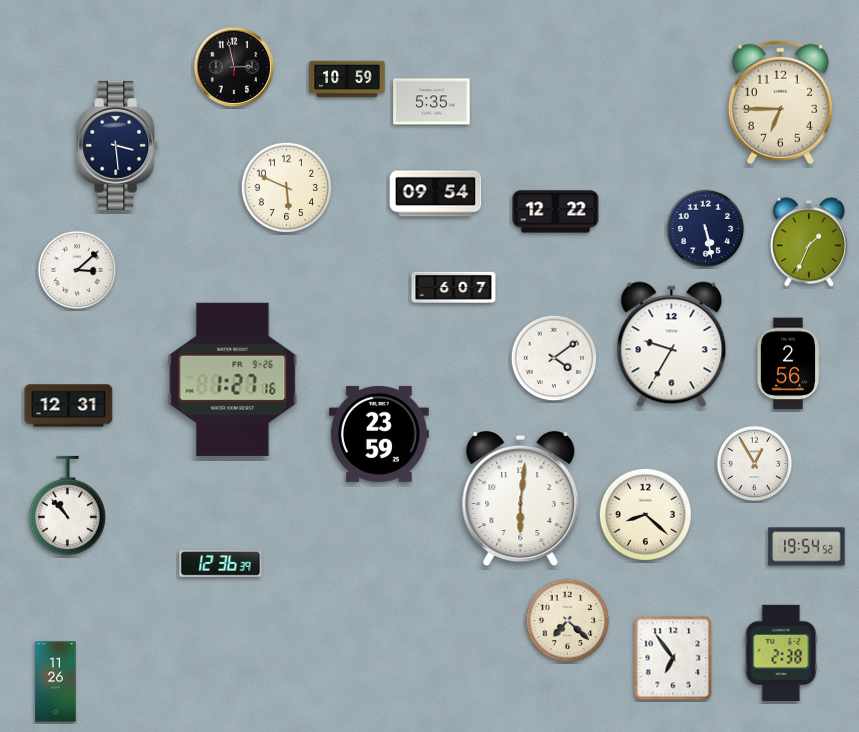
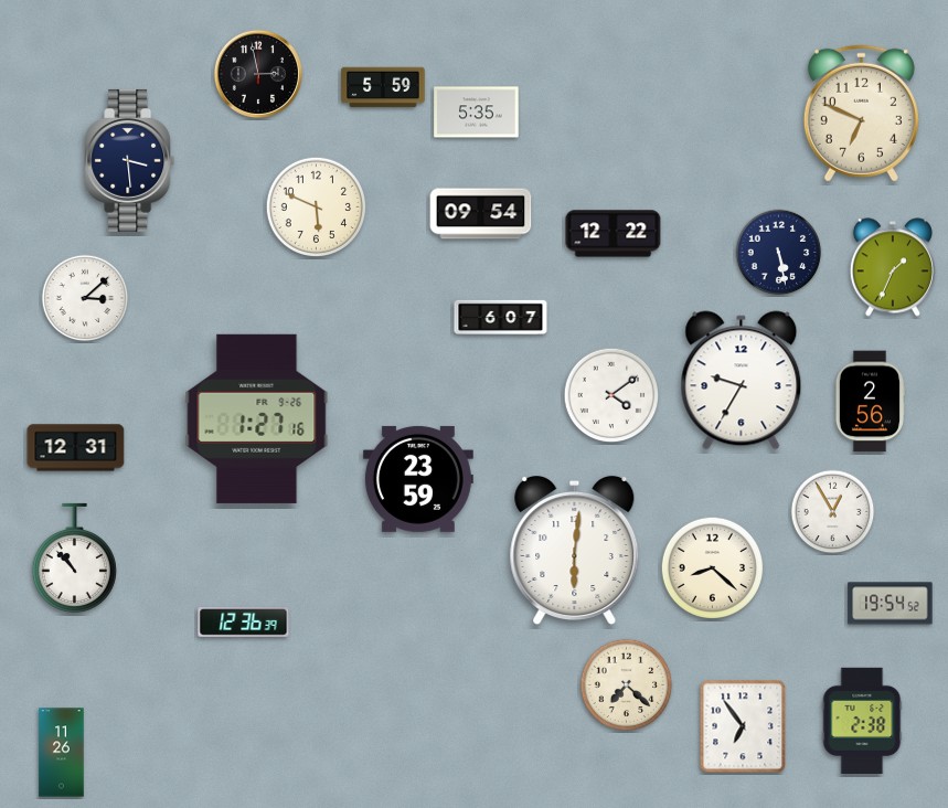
clock at (347, 79): 10:59 -> 5:59
clock at (780, 102): 6:45 -> 6:49
